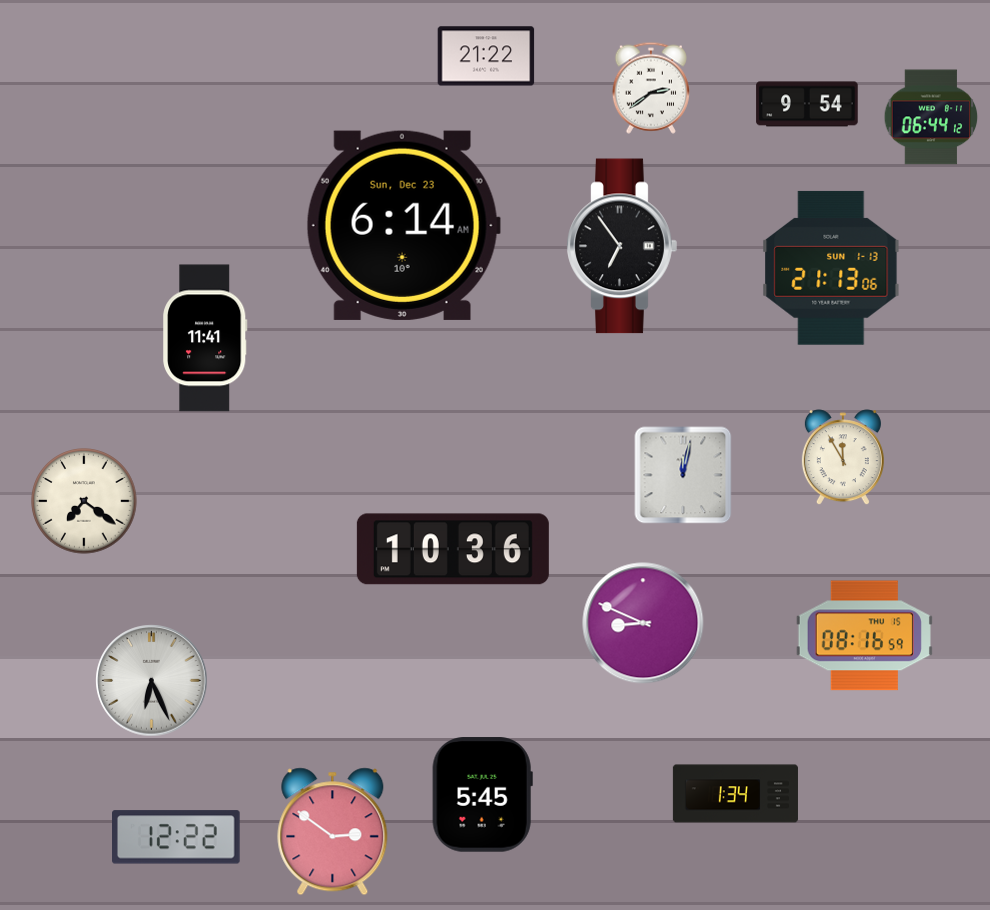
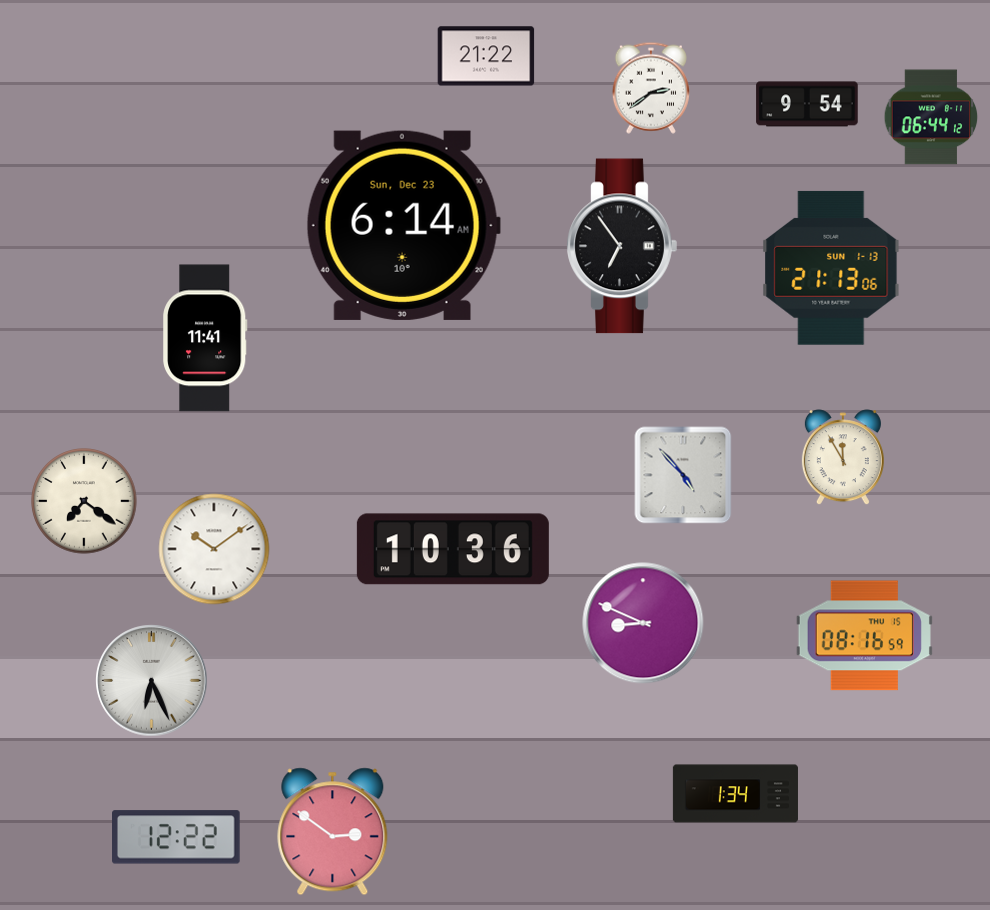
clock at (683, 475): 12:02 -> 4:53
clock at (214, 549): none -> 10:09
clock at (482, 795): 5:45 -> none
